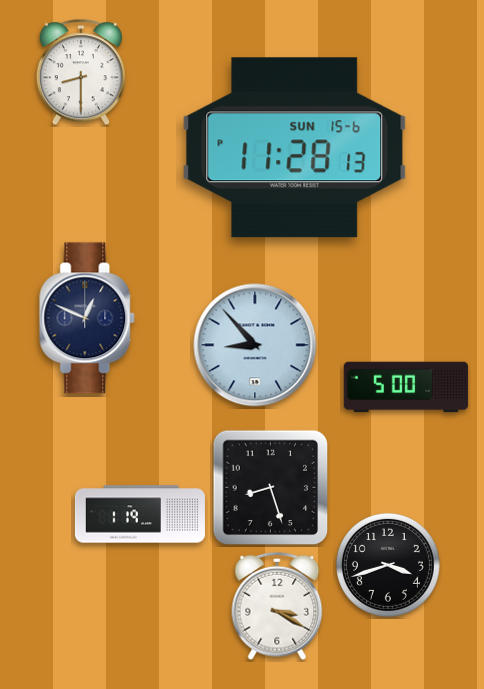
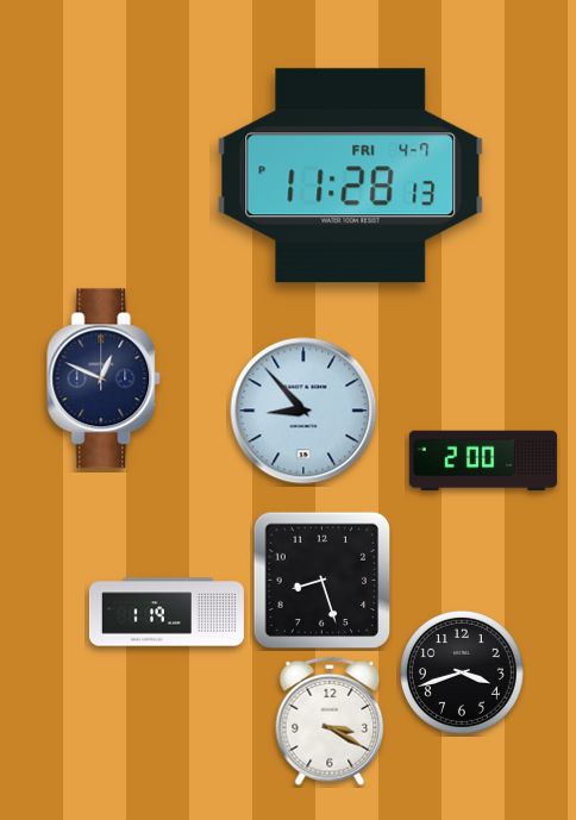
clock at (81, 73): 8:30 -> none
clock at (295, 148) date: SUN 15-6 -> FRI 4-7
clock at (406, 387): 5:00 -> 2:00
